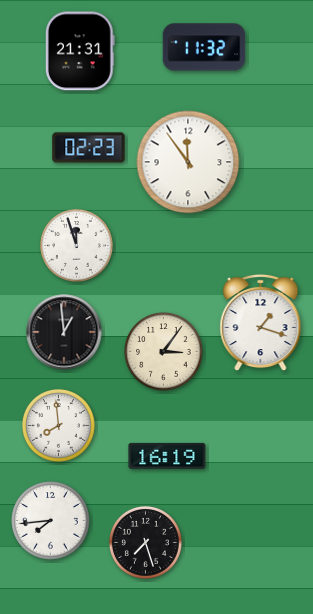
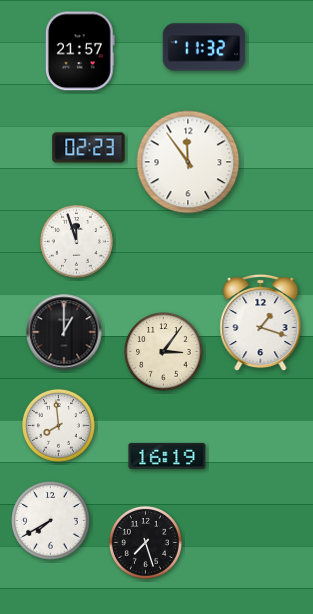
clock at (80, 51): 21:31 -> 21:57
clock at (76, 245) position: (76, 245) -> (76, 241)
clock at (64, 332): 12:59 -> 1:00
clock at (51, 521): 7:44 -> 7:40
